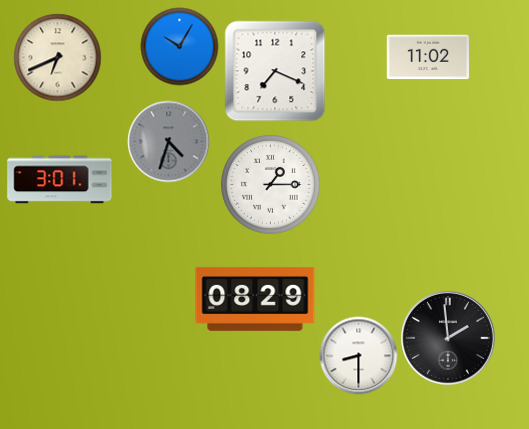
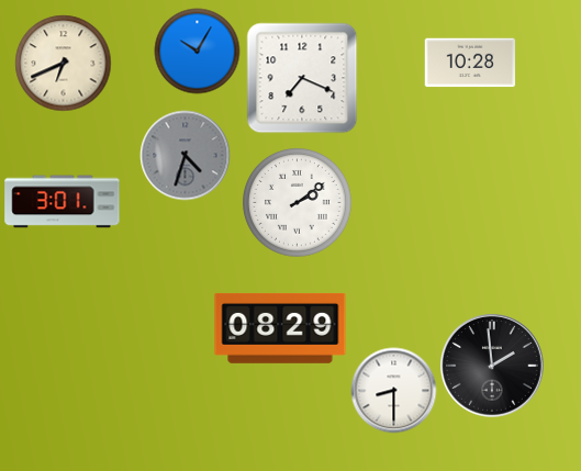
clock at (427, 57): 11:02 -> 10:28
clock at (60, 180) position: (60, 180) -> (63, 202)
clock at (271, 185): 1:15 -> 2:09
clock at (448, 338) position: (448, 338) -> (492, 366)
